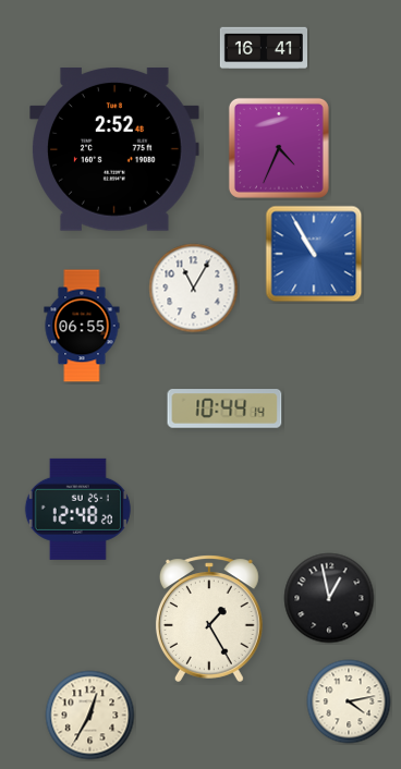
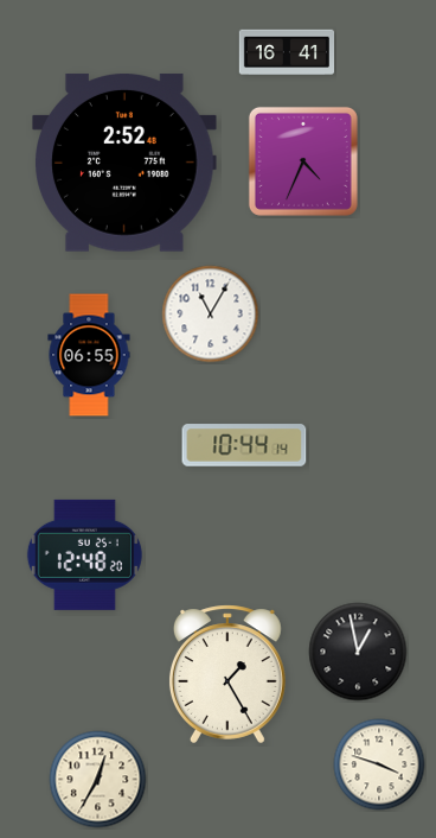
clock at (314, 254): 10:55 -> none
clock at (349, 701): 4:13 -> 3:48
